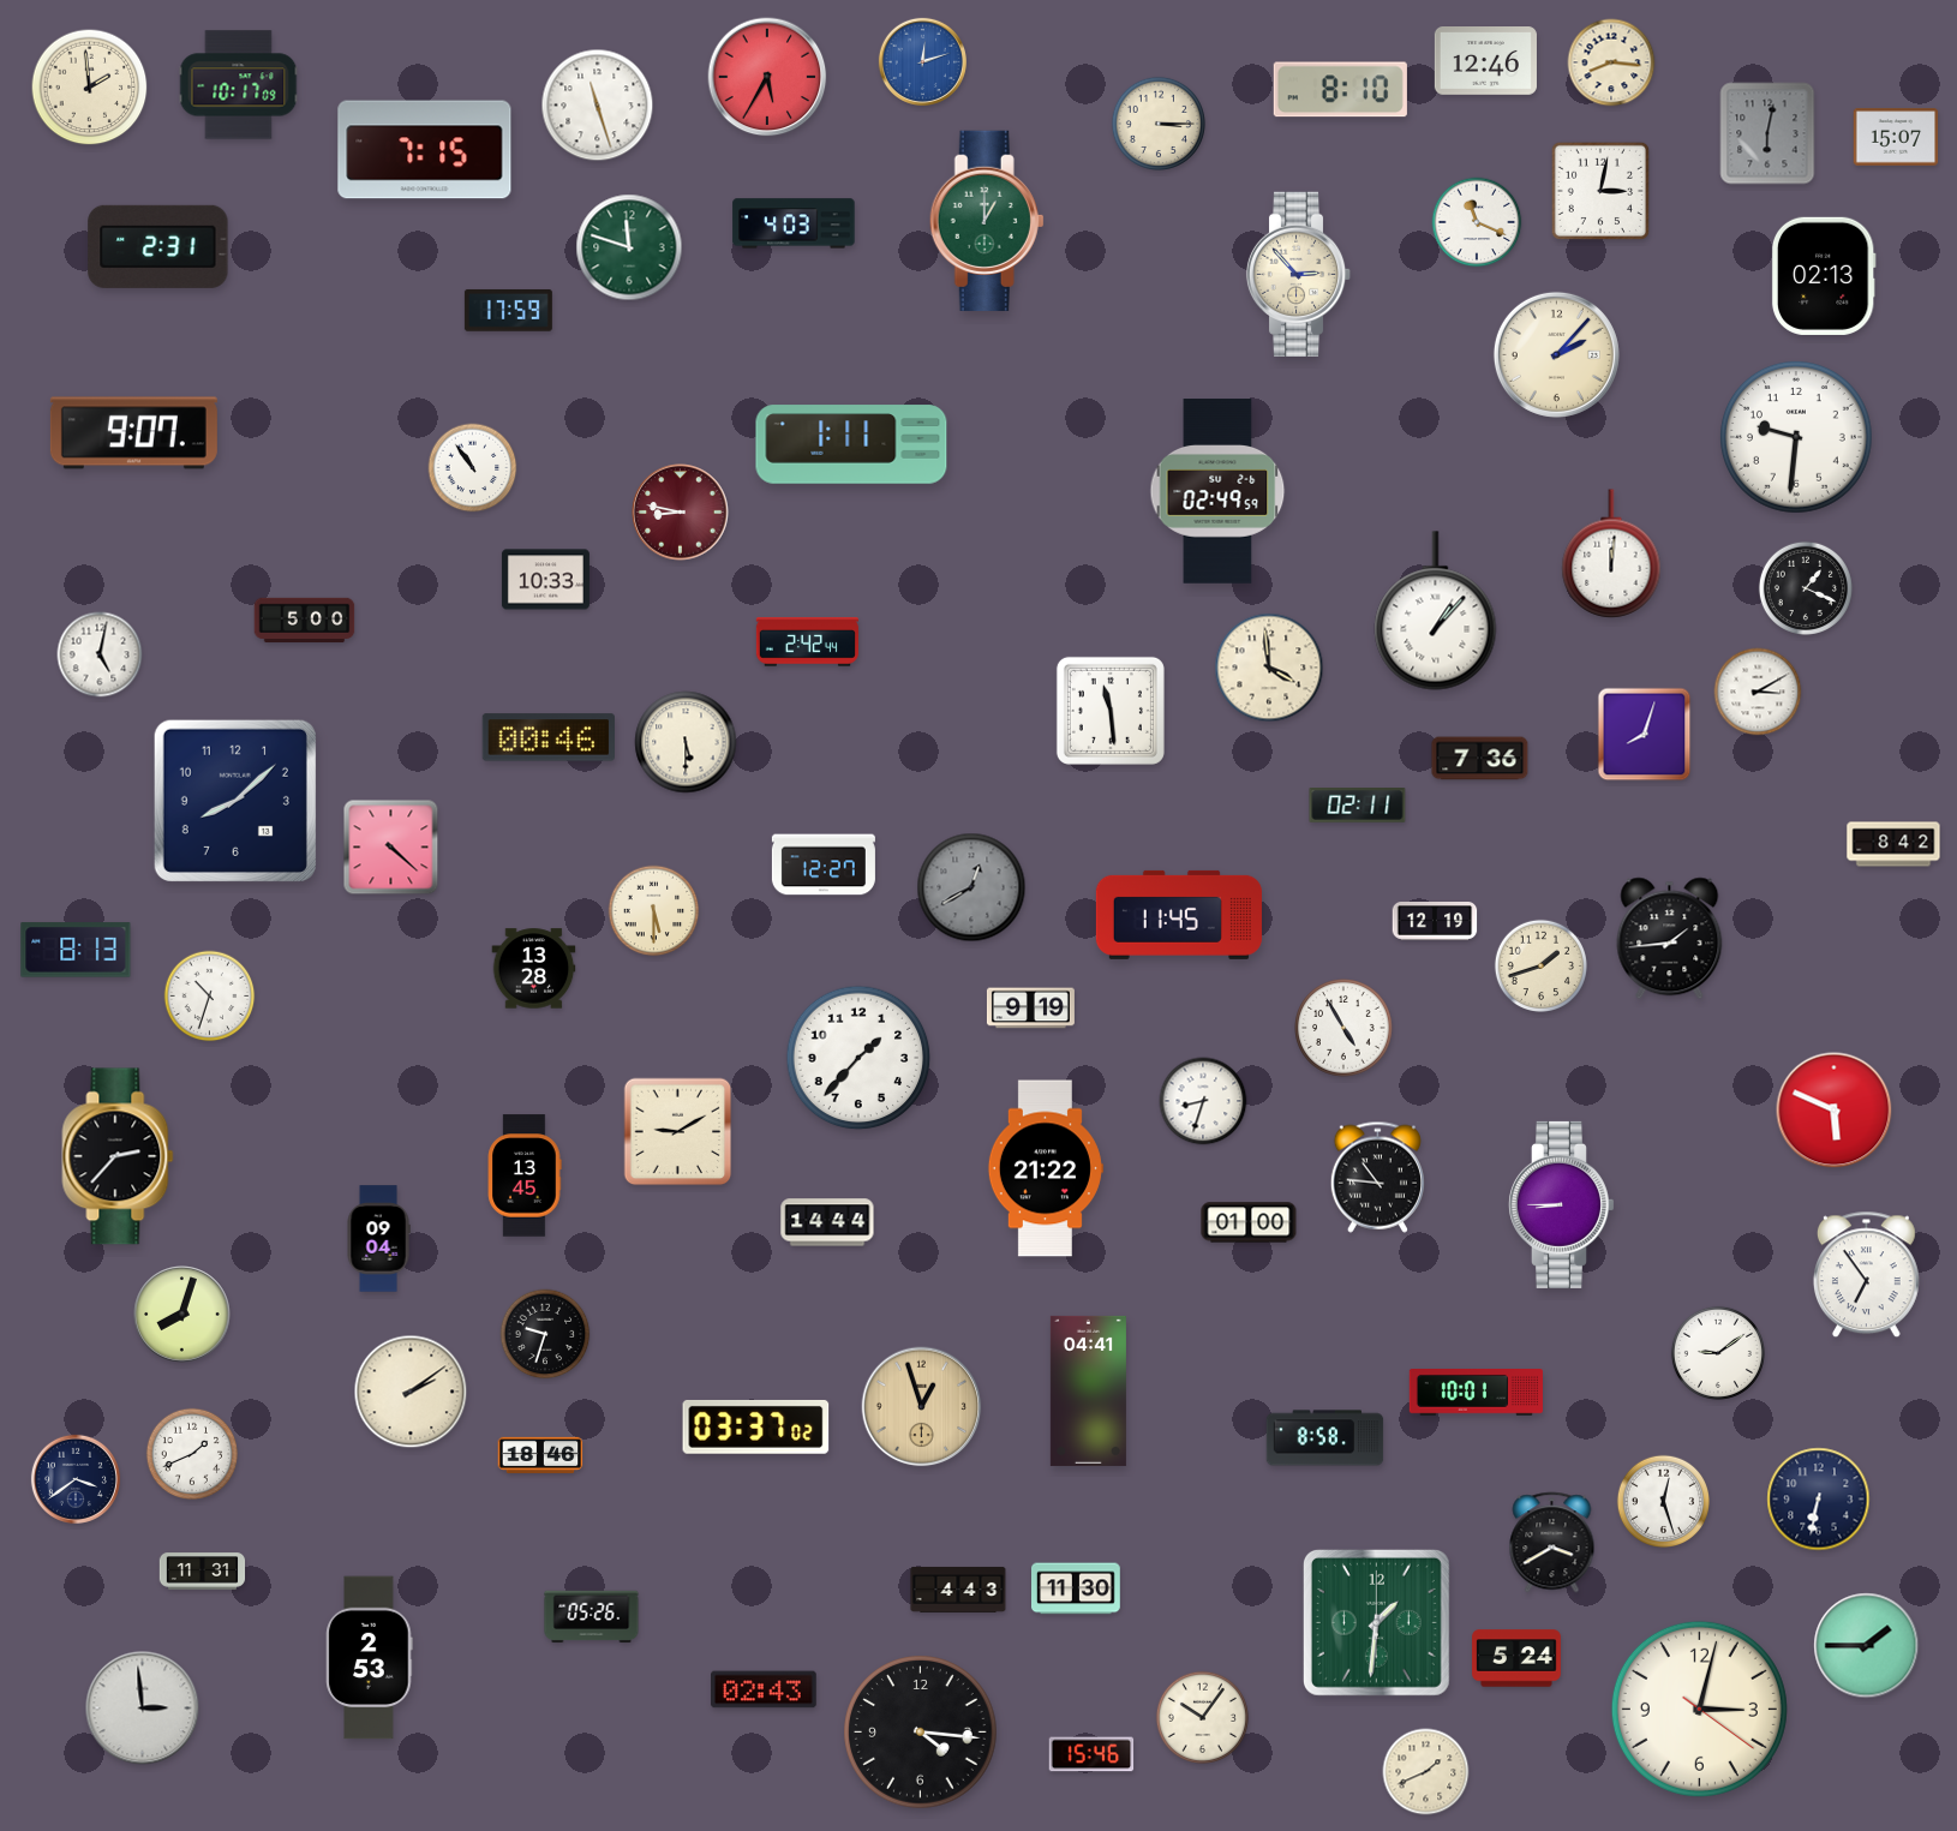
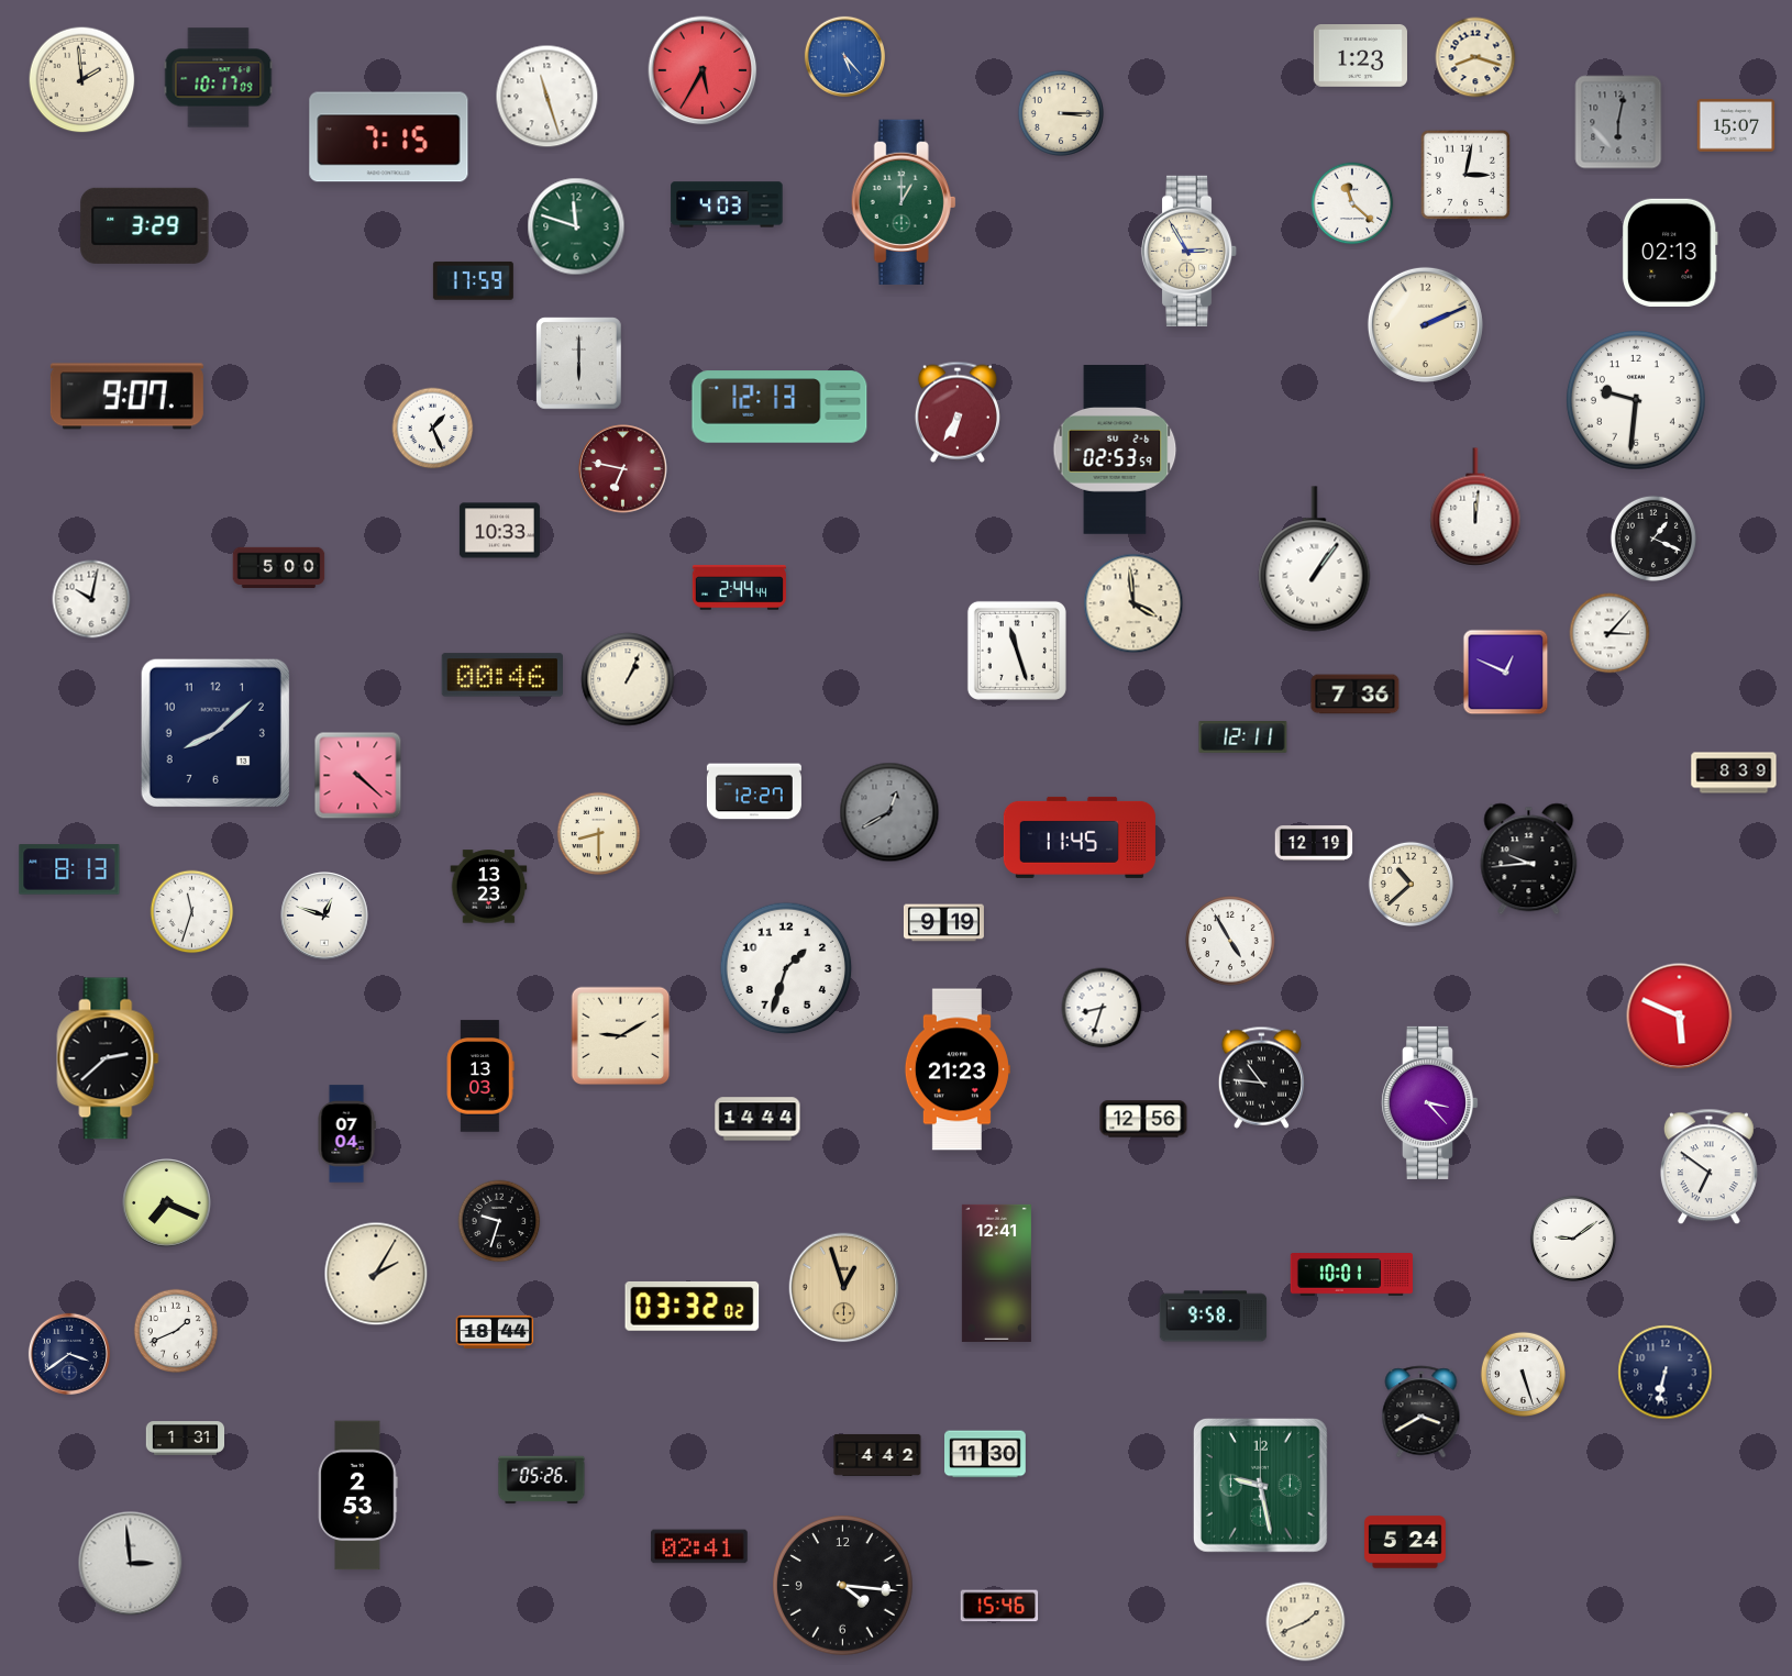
clock at (922, 61): 12:12 -> 5:23
clock at (1485, 61): 12:46 -> 1:23
clock at (1611, 62): 8:16 -> 8:18
clock at (1340, 90): 8:10 -> none
clock at (1477, 222): 11:19 -> 11:22
clock at (158, 246): 2:31 -> 3:29
clock at (1299, 274): 2:53 -> 2:55
clock at (508, 311) position: (508, 311) -> (473, 281)
clock at (1556, 354): 2:07 -> 2:11
clock at (579, 364): none -> 6:00
clock at (133, 433) position: (133, 433) -> (126, 397)
clock at (1796, 437) position: (1796, 437) -> (1636, 400)
clock at (851, 444): 1:11 -> 12:13
clock at (958, 412): none -> 6:35
clock at (473, 468): 10:54 -> 1:26
clock at (1217, 491): 02:49 -> 02:53
clock at (681, 513): 8:47 -> 6:47
clock at (1436, 611): 1:07 -> 1:06
clock at (807, 642): 2:42 -> 2:44
clock at (100, 654): 5:02 -> 10:02
clock at (1269, 668) position: (1269, 668) -> (1133, 603)
clock at (1758, 692): 3:10 -> 3:07
clock at (1111, 711): 11:29 -> 11:27
clock at (1645, 735): 8:03 -> 12:49
clock at (686, 742): 5:30 -> 1:04
clock at (1358, 806): 02:11 -> 12:11
clock at (1893, 844): 8:42 -> 8:39
clock at (654, 911): 5:30 -> 8:30
clock at (1670, 939): 1:44 -> 9:44
clock at (1540, 965): 1:42 -> 10:38
clock at (534, 969): 13:28 -> 13:23
clock at (210, 997): 10:33 -> 11:33
clock at (324, 915): none -> 12:48
clock at (858, 1058): 1:37 -> 1:33
clock at (118, 1156): 2:37 -> 2:38
clock at (1046, 1168): 21:22 -> 21:23
clock at (525, 1175): 13:45 -> 13:03
clock at (1561, 1204): 8:45 -> 3:23
clock at (1249, 1222): 01:00 -> 12:56
clock at (378, 1239): 09:04 -> 07:04
clock at (1866, 1275): 6:54 -> 6:51
clock at (182, 1315): 8:03 -> 7:19
clock at (1088, 1390): 04:41 -> 12:41
clock at (411, 1392): 2:09 -> 2:05
clock at (756, 1426): 03:37 -> 03:32
clock at (1325, 1438): 8:58 -> 9:58
clock at (540, 1455): 18:46 -> 18:44
clock at (1663, 1501): 12:27 -> 5:27
clock at (203, 1572): 11:31 -> 1:31
clock at (958, 1590): 4:43 -> 4:42
clock at (1376, 1622): 1:31 -> 9:28
clock at (1867, 1646): 1:45 -> none
clock at (370, 1658) position: (370, 1658) -> (358, 1496)
clock at (1516, 1658) position: (1516, 1658) -> (1405, 1542)
clock at (764, 1689): 02:43 -> 02:41
clock at (1699, 1709): 3:02 -> none
clock at (1202, 1717): 10:06 -> none
